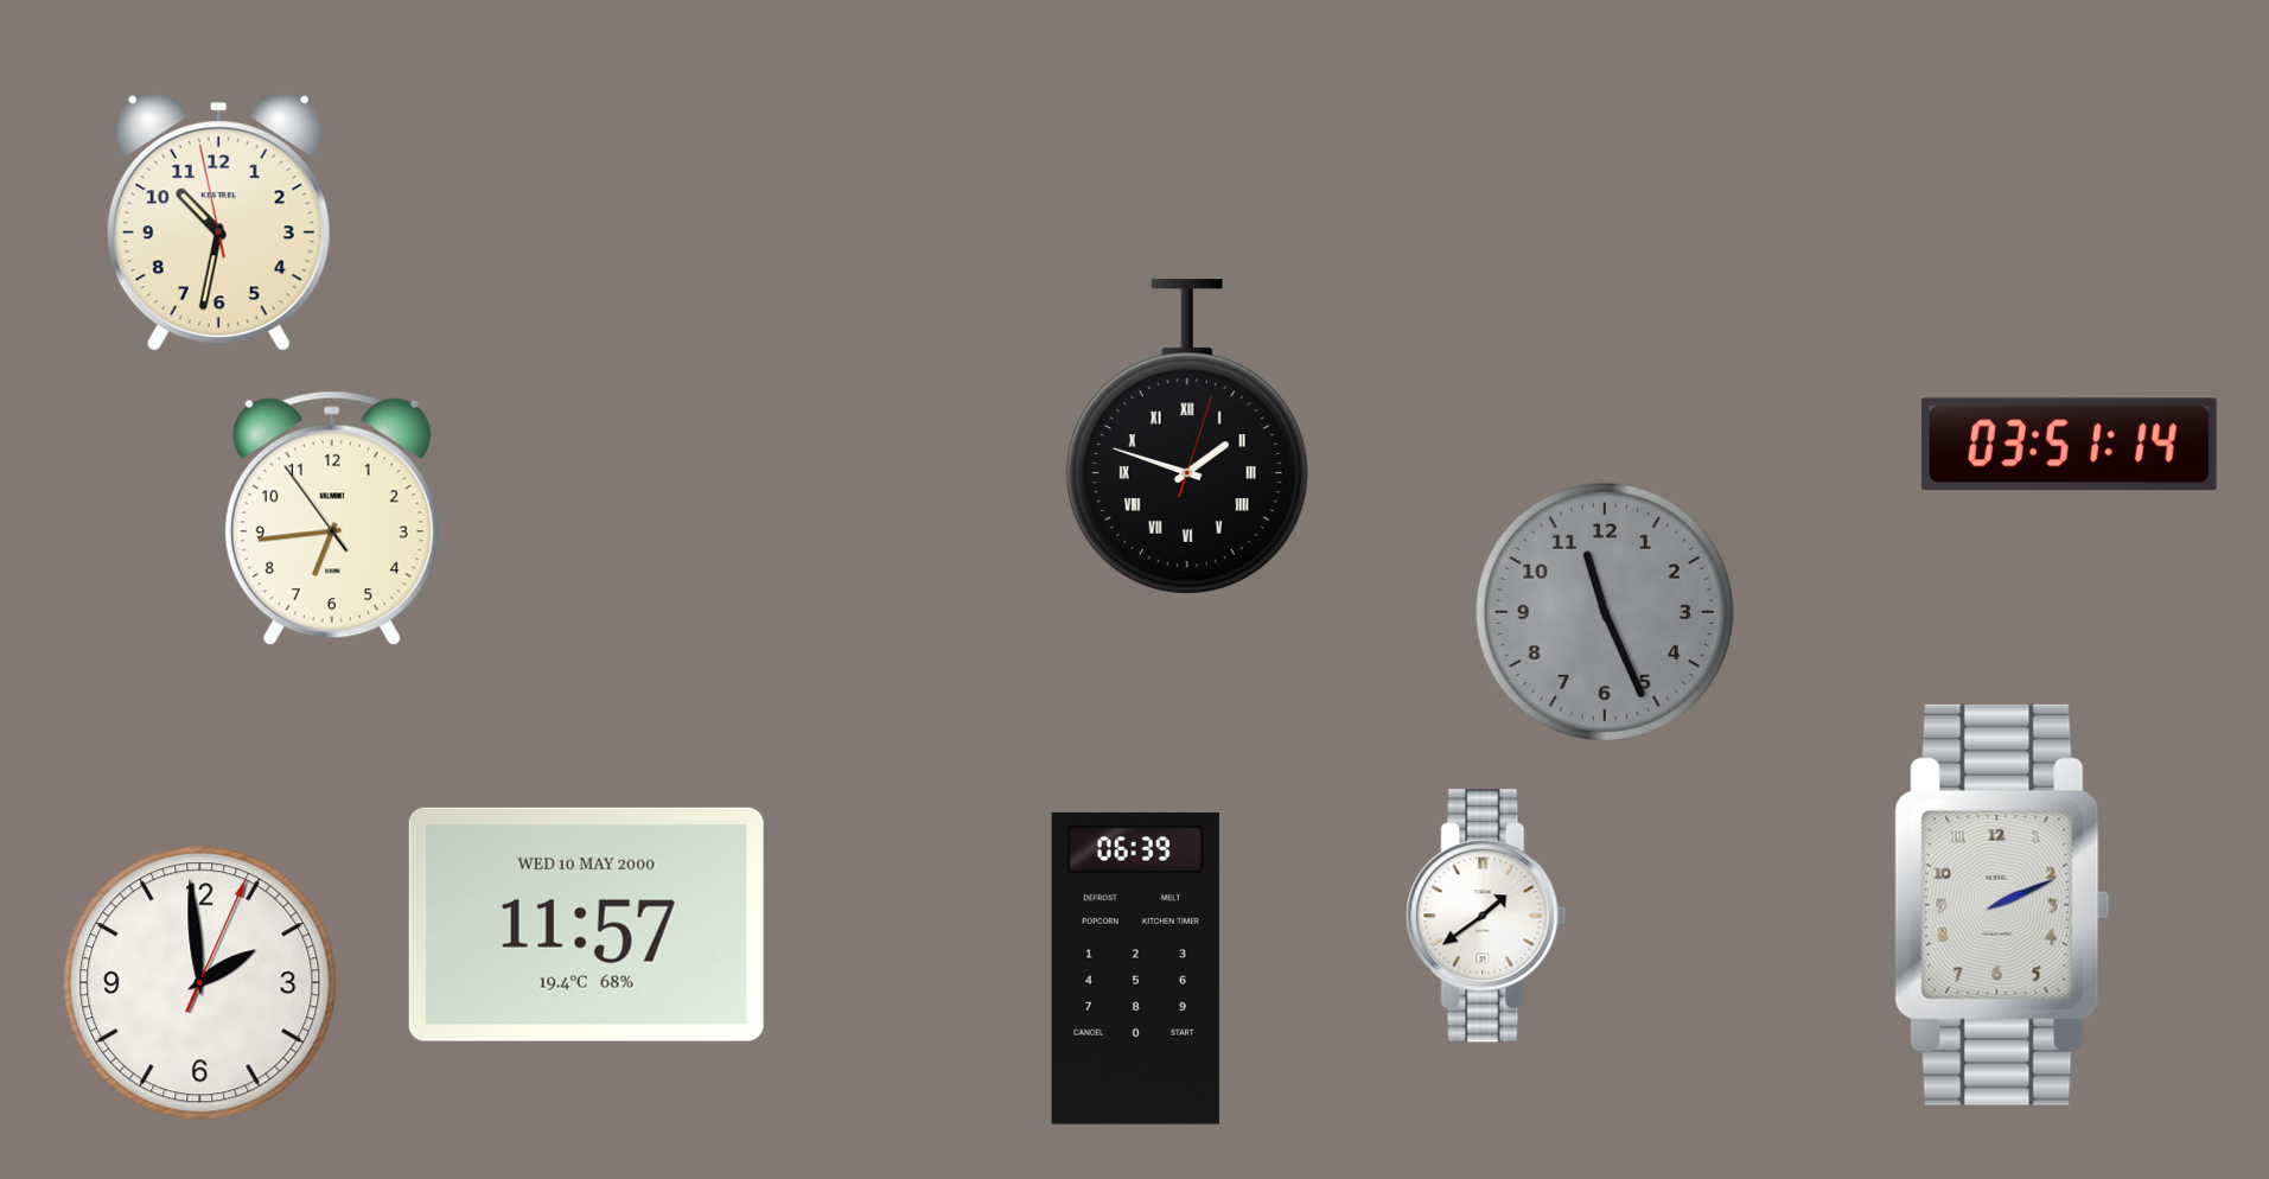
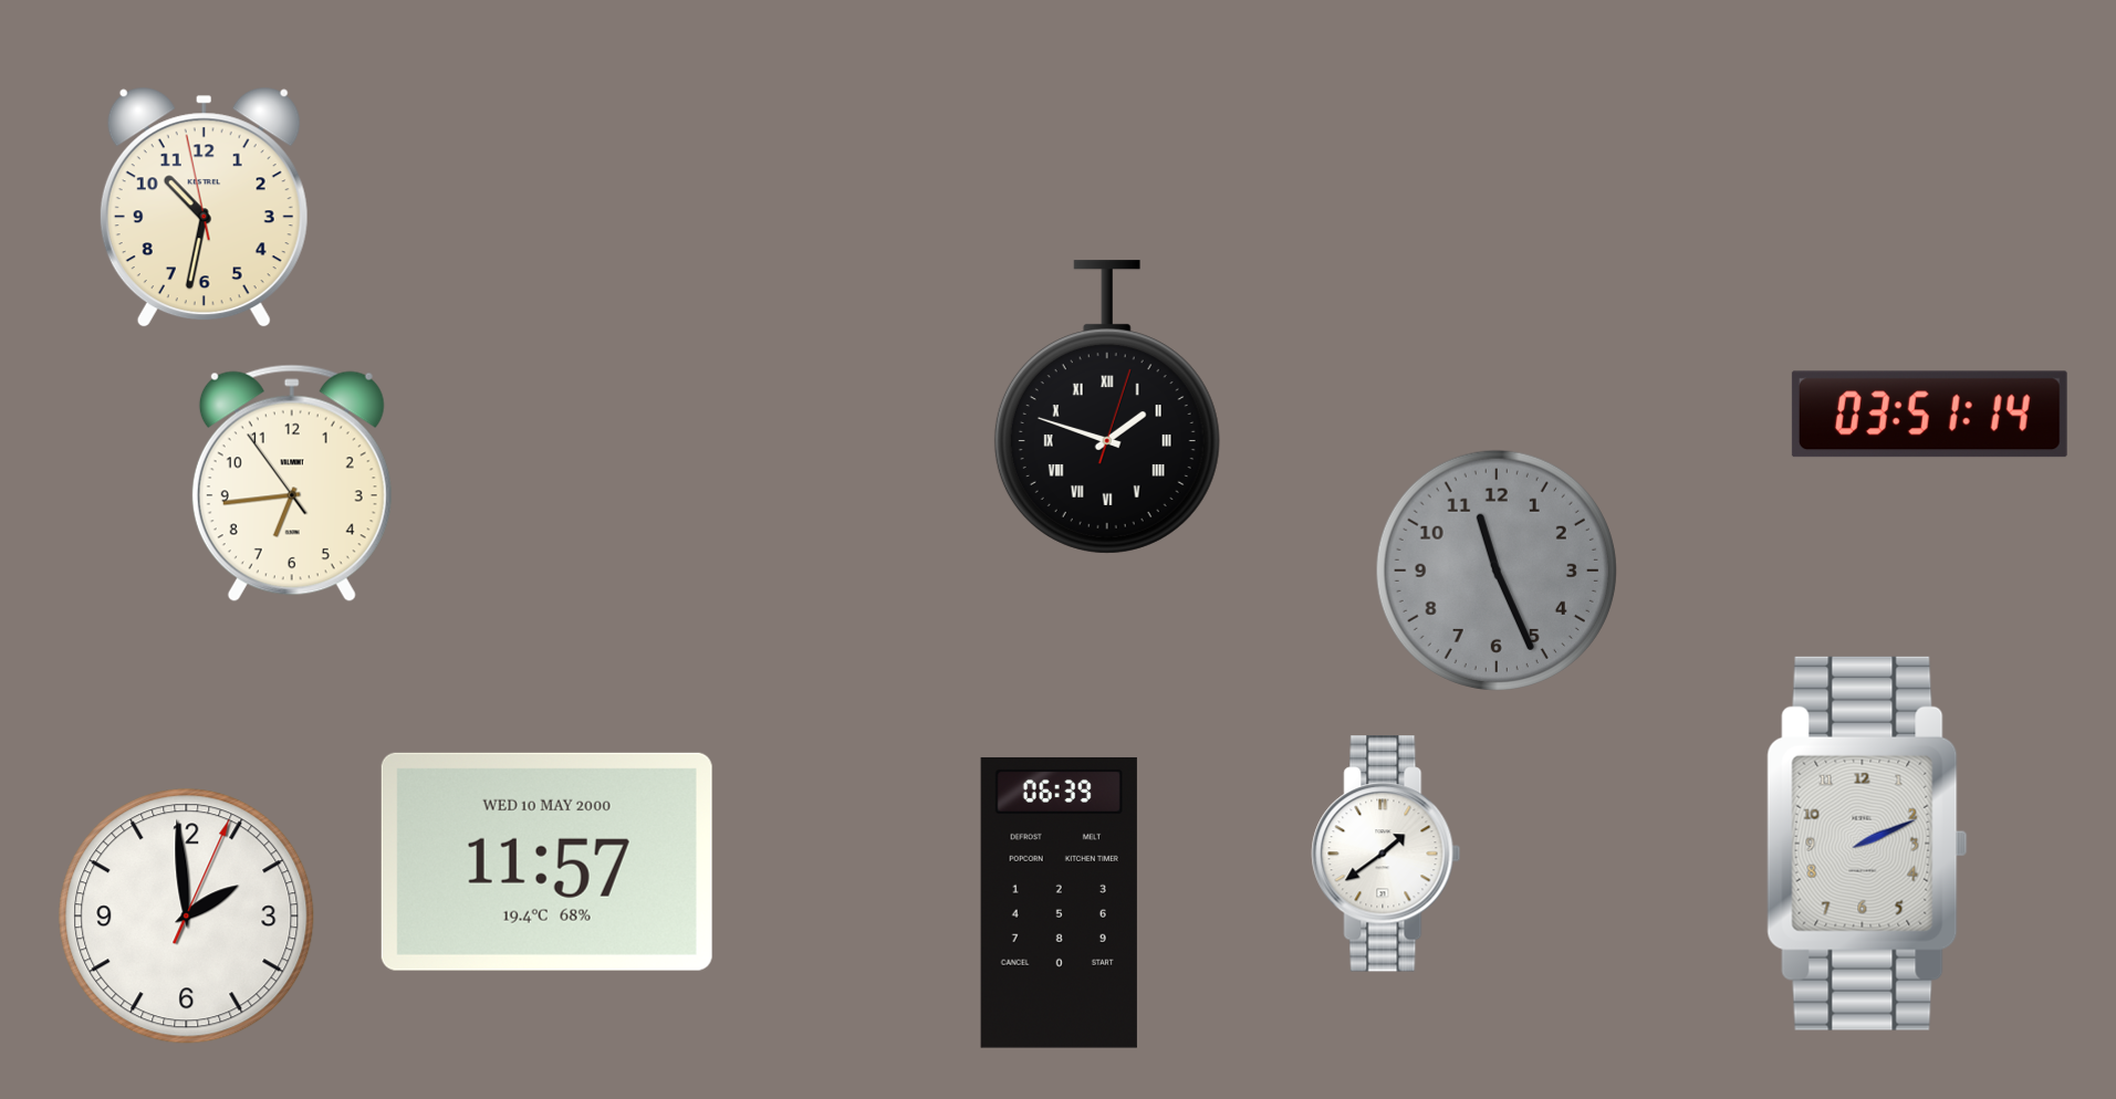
clock at (332, 518) position: (332, 518) -> (292, 483)
